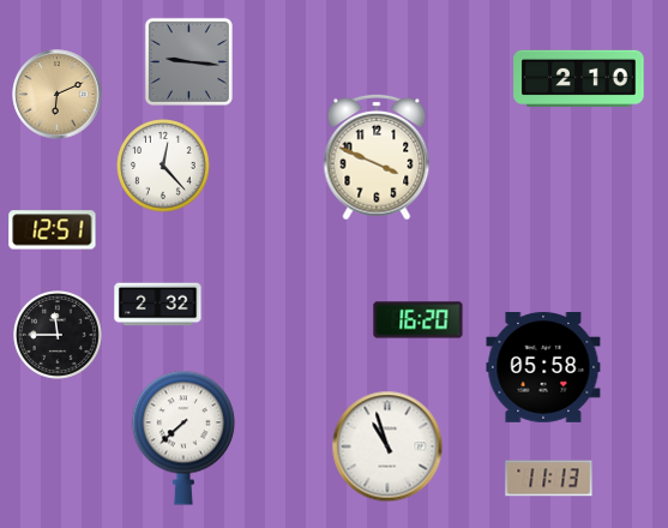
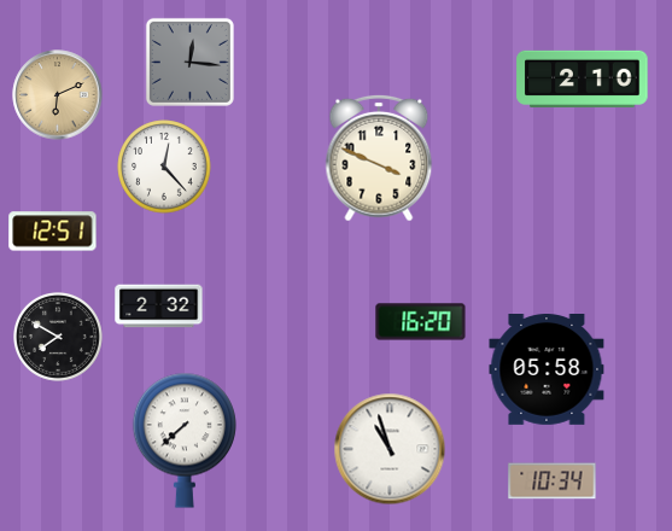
clock at (188, 61): 9:16 -> 12:16
clock at (59, 336): 11:45 -> 7:50
clock at (549, 479): 11:13 -> 10:34
